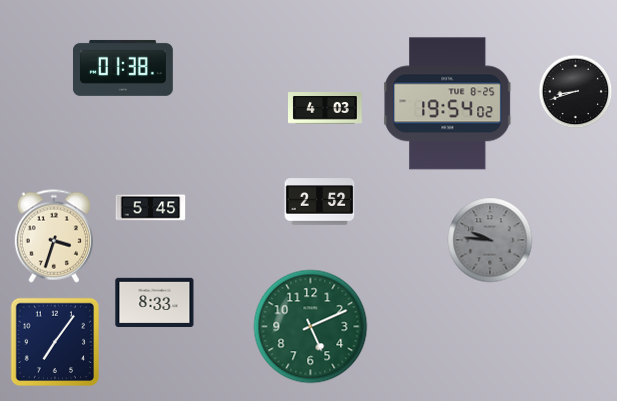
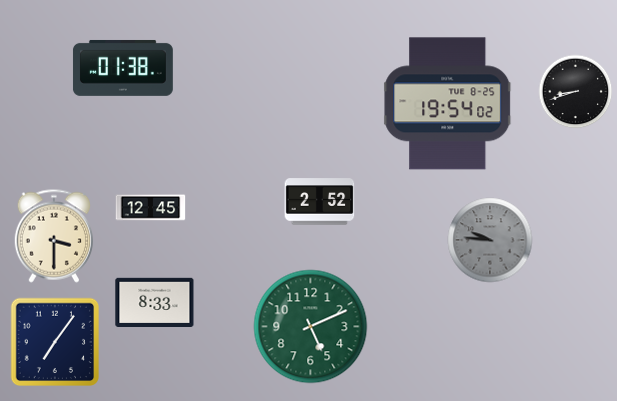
clock at (326, 109): 4:03 -> none
clock at (151, 208): 5:45 -> 12:45
clock at (53, 236): 3:33 -> 3:30
